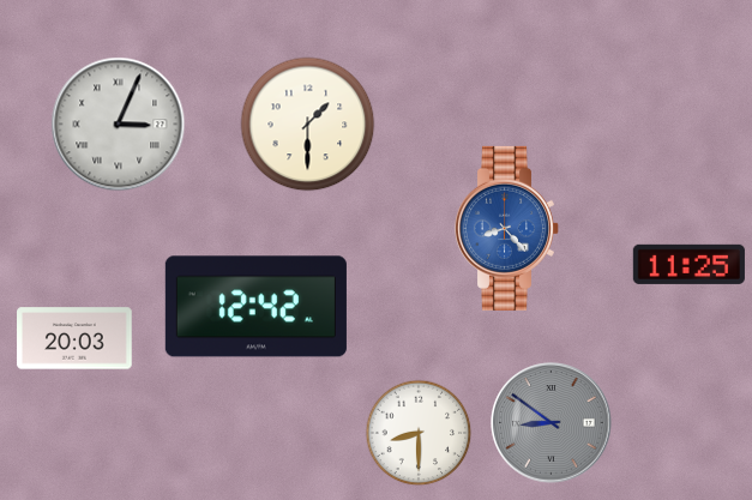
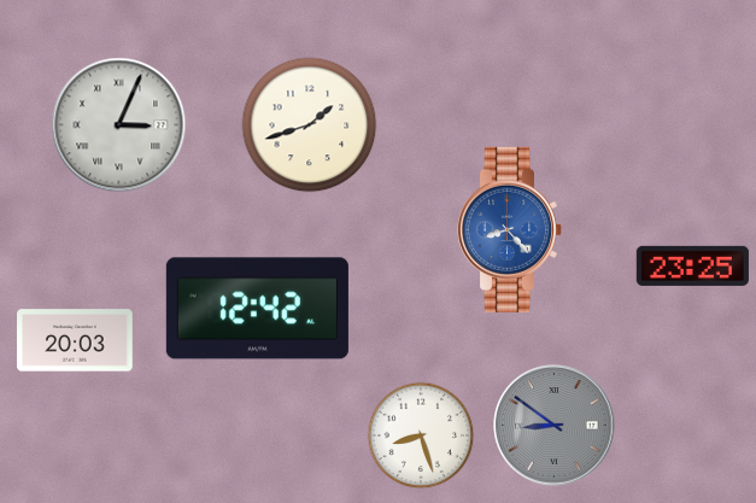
clock at (308, 125): 1:30 -> 1:42
clock at (688, 264): 11:25 -> 23:25
clock at (419, 433): 8:30 -> 8:27
